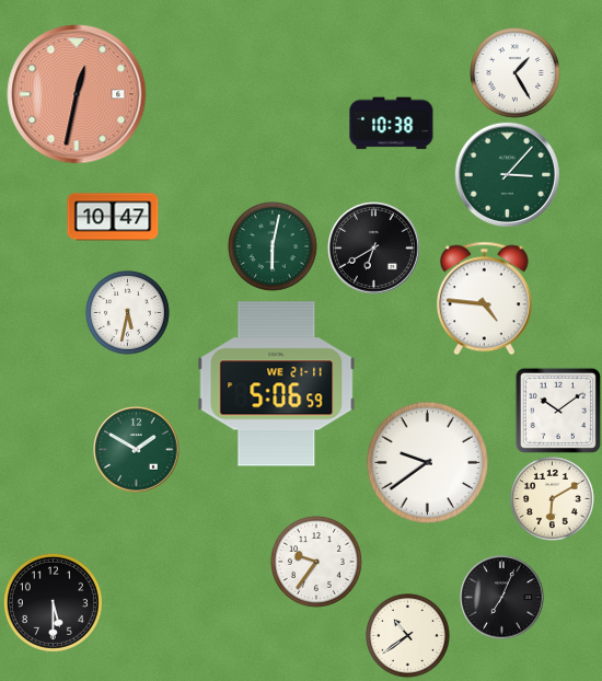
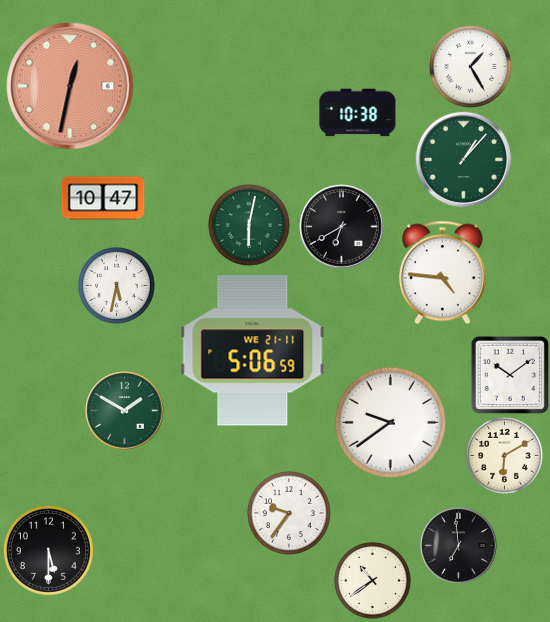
clock at (507, 174): 3:07 -> 1:07
clock at (502, 598): 7:04 -> 6:59
